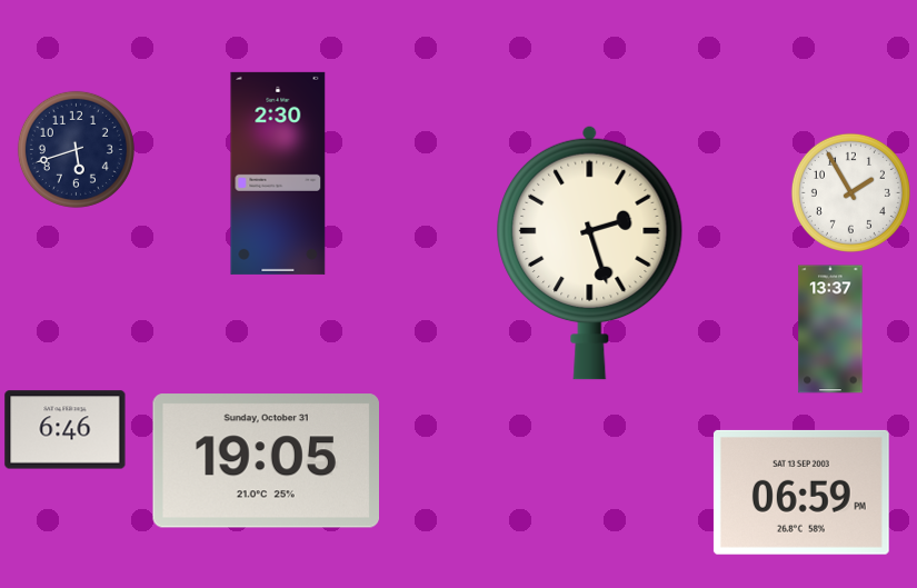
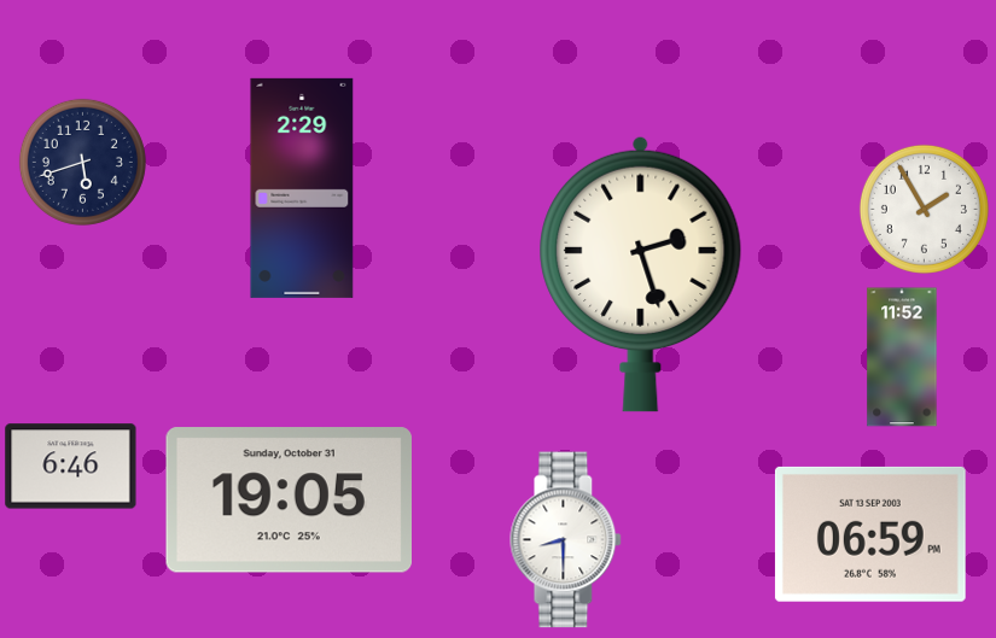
clock at (278, 173): 2:30 -> 2:29
clock at (830, 329): 13:37 -> 11:52
clock at (566, 540): none -> 8:30
